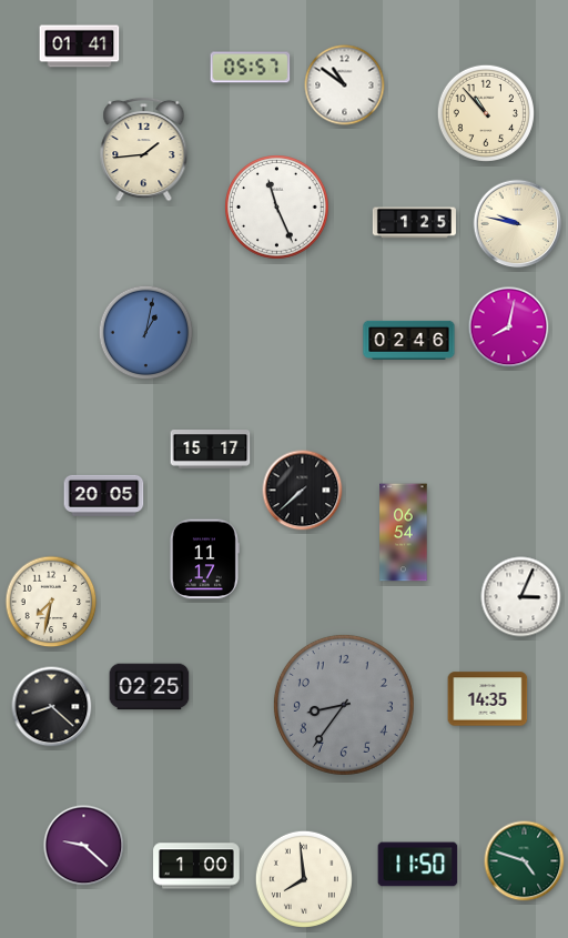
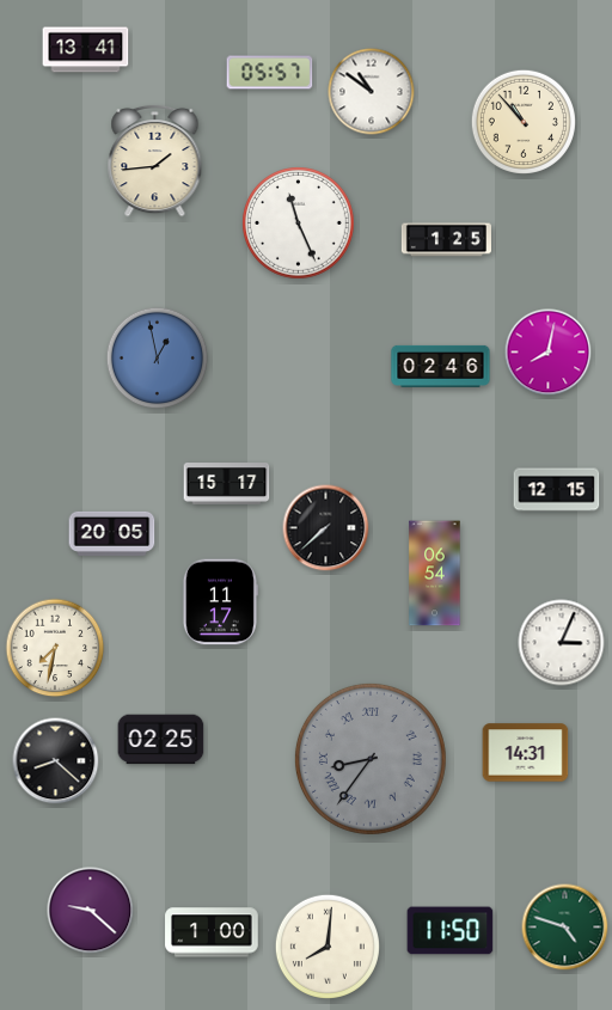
clock at (80, 47): 01:41 -> 13:41
clock at (518, 224): 9:47 -> none
clock at (146, 333): 1:02 -> 12:58
clock at (557, 490): none -> 12:15
clock at (488, 699): 14:35 -> 14:31
clock at (344, 705) numerals: Arabic -> Roman
clock at (304, 879): 7:59 -> 8:01
